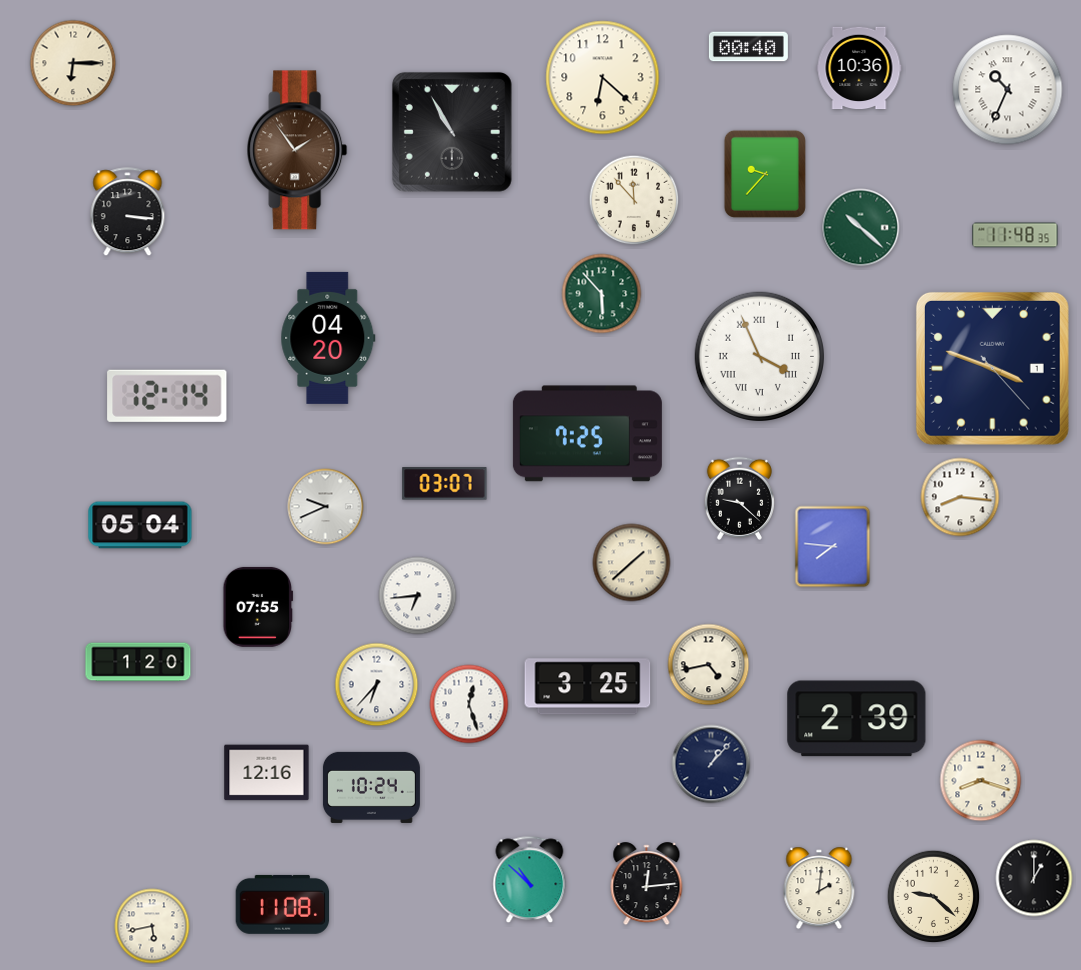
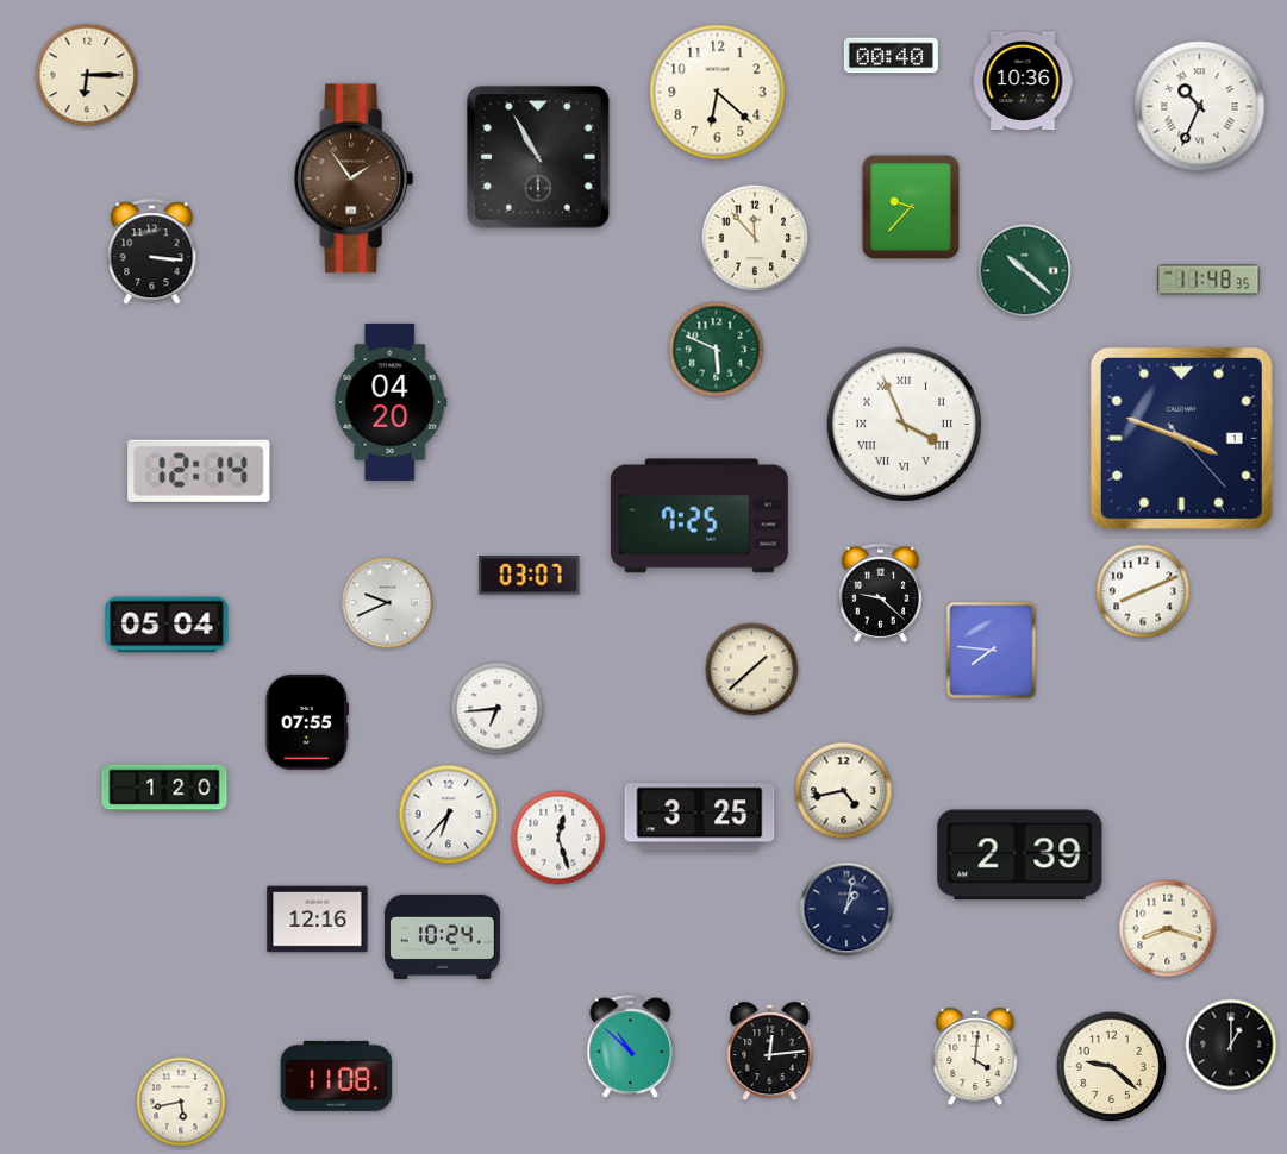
clock at (602, 294): 5:53 -> 5:49
clock at (960, 497): 8:16 -> 8:11
clock at (711, 764): 1:07 -> 1:02
clock at (819, 888): 2:01 -> 4:01
